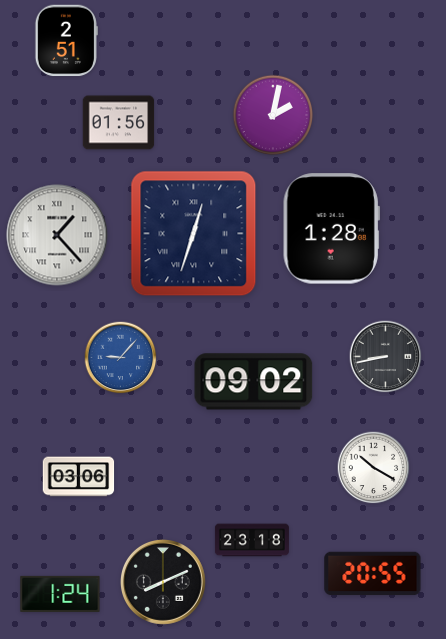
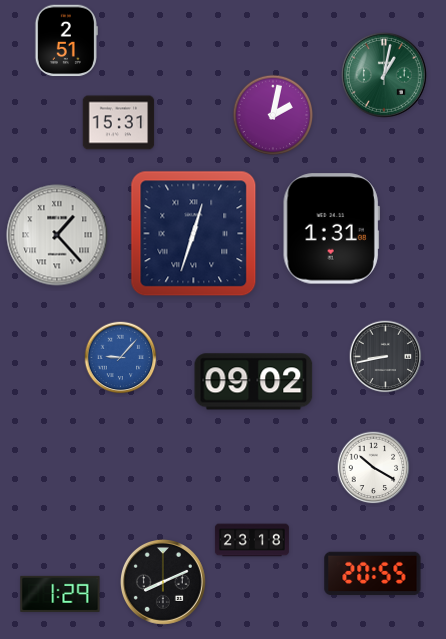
clock at (385, 76): none -> 1:02
clock at (119, 123): 01:56 -> 15:31
clock at (331, 229): 1:28 -> 1:31
clock at (79, 477): 03:06 -> none
clock at (60, 594): 1:24 -> 1:29
